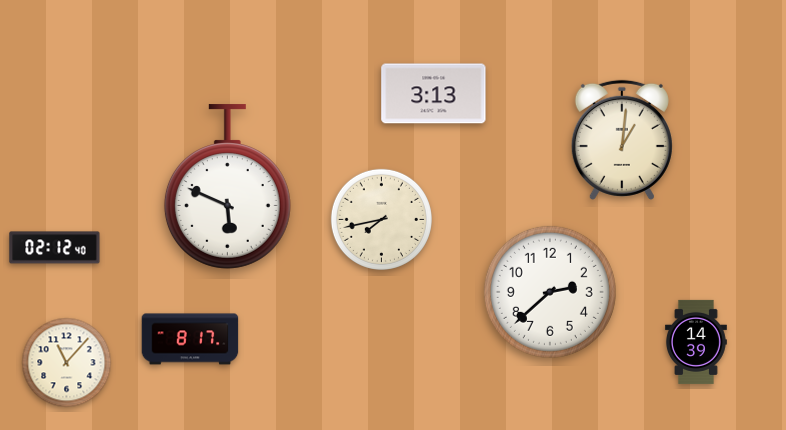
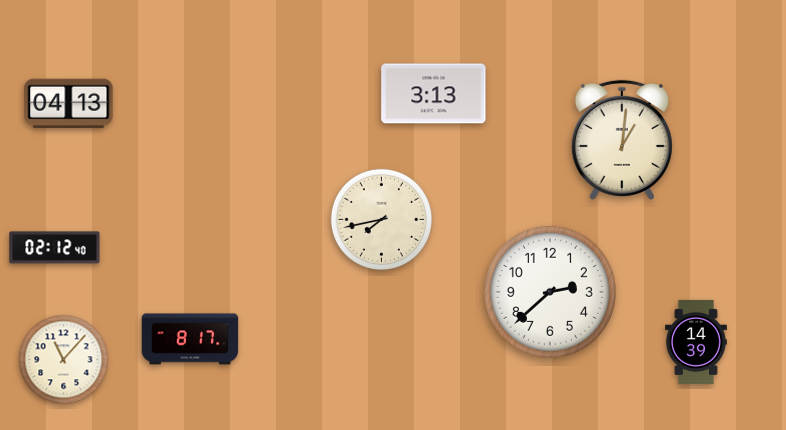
clock at (69, 104): none -> 04:13
clock at (227, 187): 5:49 -> none
clock at (67, 363) position: (67, 363) -> (64, 360)
